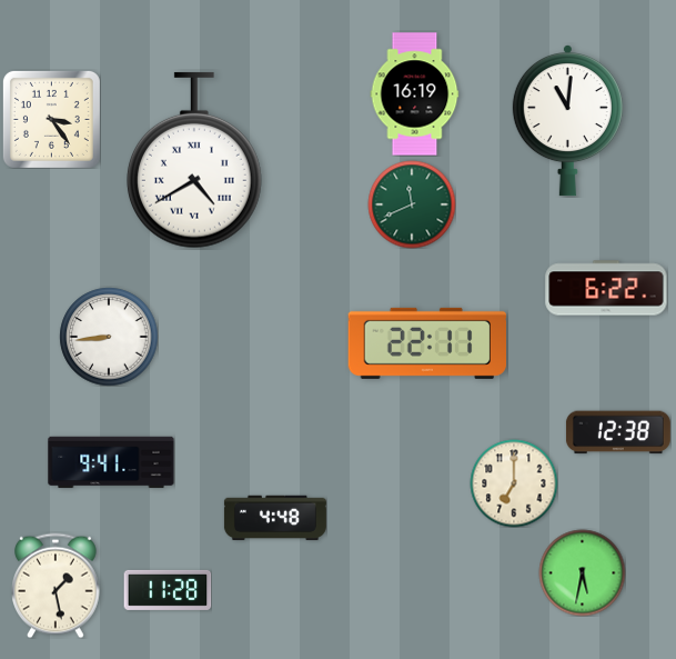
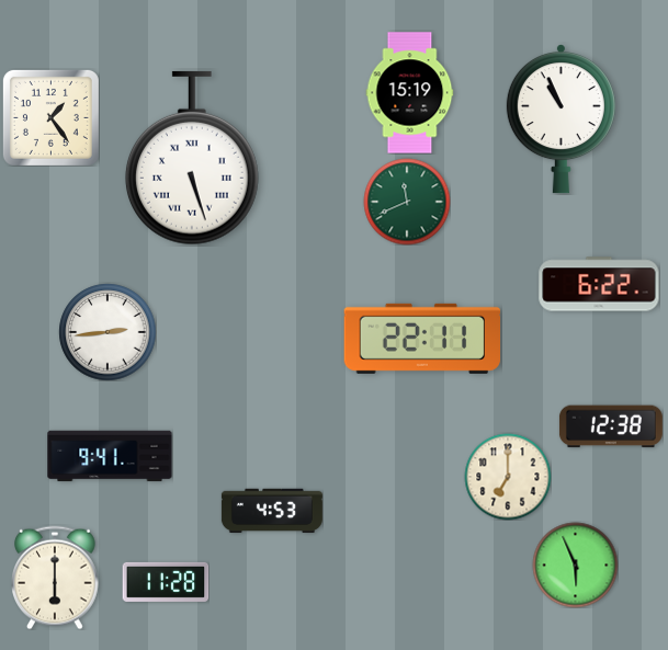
clock at (415, 94): 16:19 -> 15:19
clock at (51, 119): 3:24 -> 1:24
clock at (567, 121): 11:01 -> 10:56
clock at (194, 160): 4:40 -> 5:27
clock at (109, 337): 8:44 -> 2:44
clock at (275, 518): 4:48 -> 4:53
clock at (582, 572): 5:32 -> 5:56
clock at (56, 586): 1:28 -> 6:00
